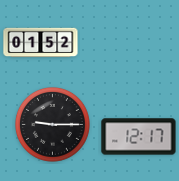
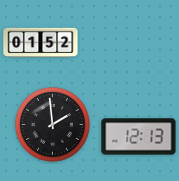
clock at (53, 125): 9:15 -> 1:59
clock at (139, 137): 12:17 -> 12:13
